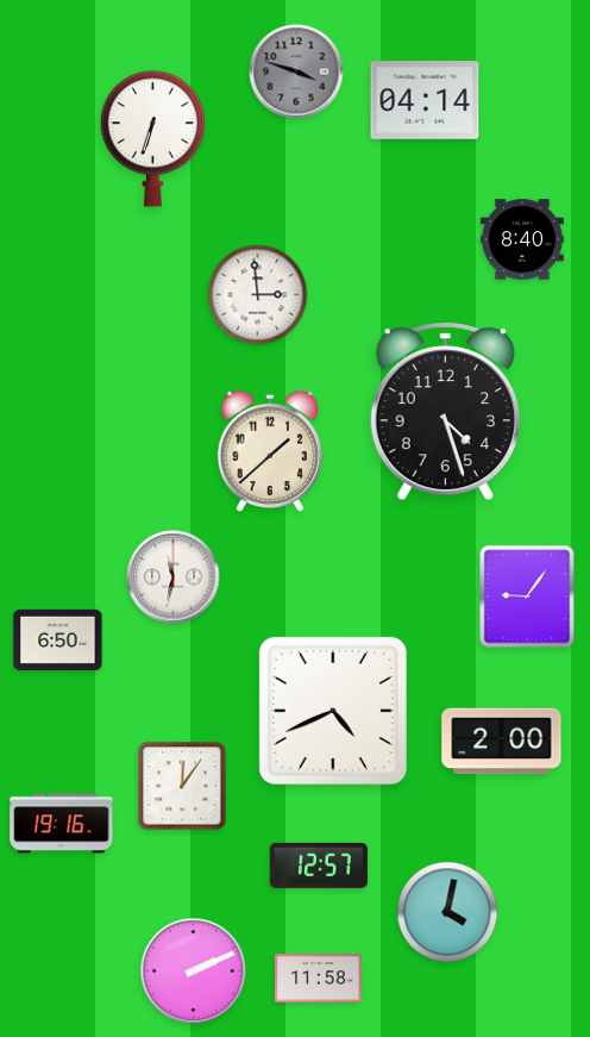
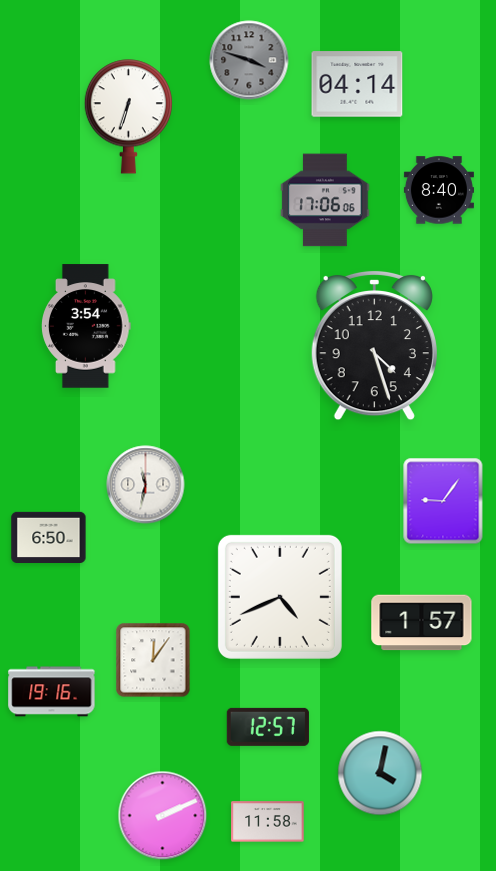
clock at (325, 200): none -> 17:06
clock at (522, 239) position: (522, 239) -> (439, 190)
clock at (258, 295): 2:59 -> none
clock at (87, 326): none -> 3:54
clock at (270, 451): 1:38 -> none
clock at (502, 742): 2:00 -> 1:57
clock at (447, 912) position: (447, 912) -> (380, 773)
